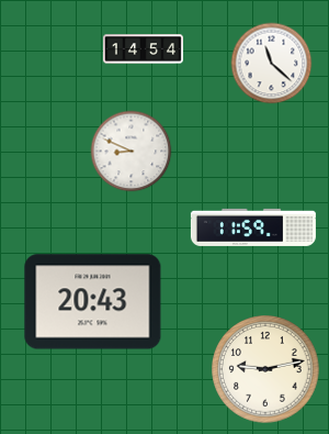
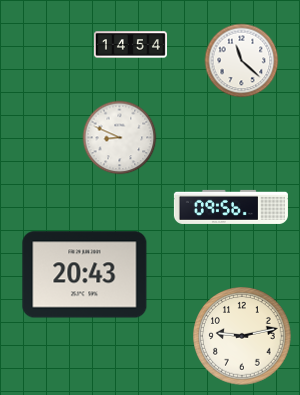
clock at (272, 64) position: (272, 64) -> (242, 61)
clock at (253, 227): 11:59 -> 09:56
